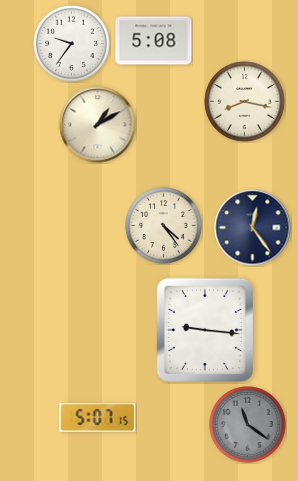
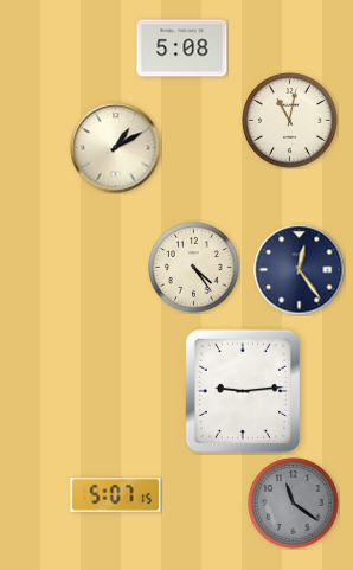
clock at (72, 44): 9:36 -> none
clock at (245, 102): 8:17 -> 11:02
clock at (205, 330): 9:16 -> 9:14
